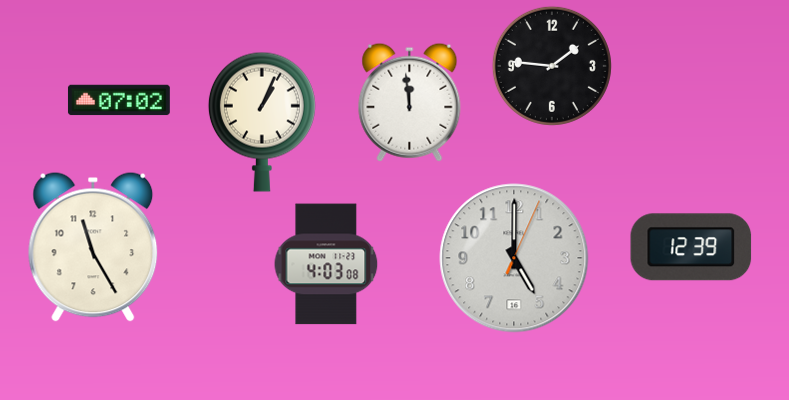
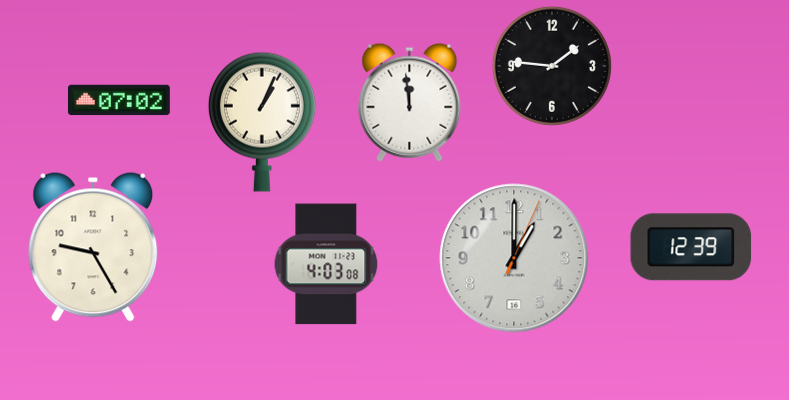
clock at (93, 247): 11:25 -> 9:25
clock at (514, 258): 5:00 -> 1:00
